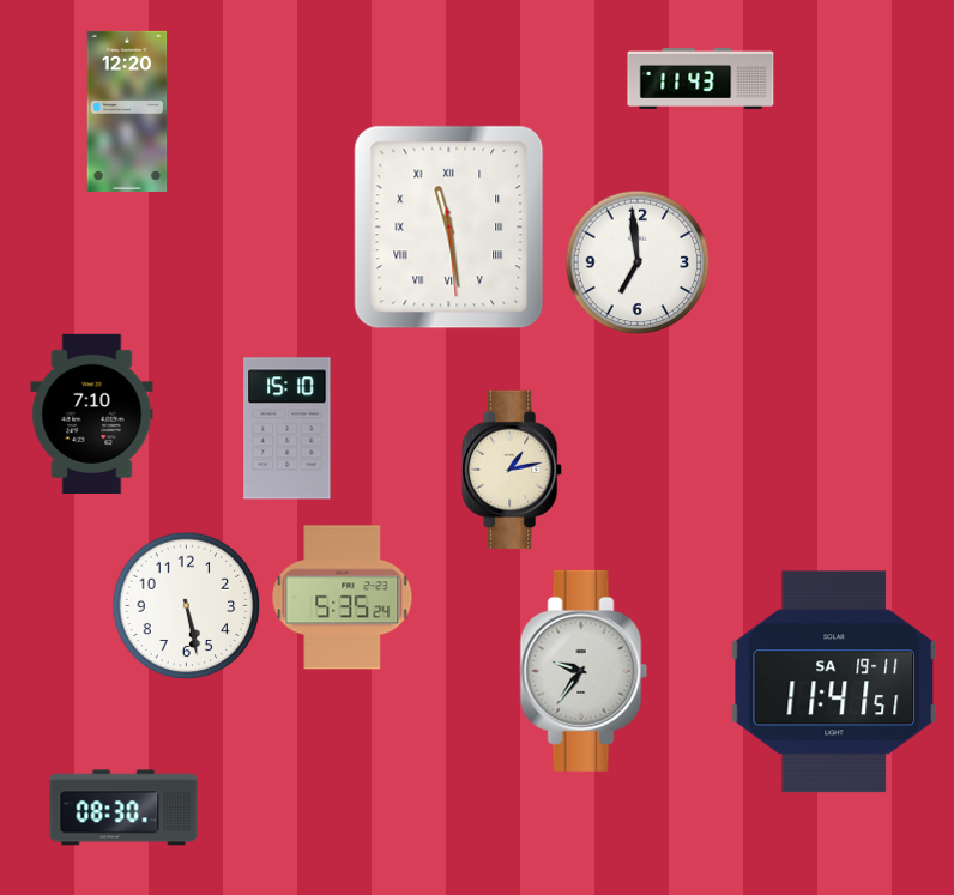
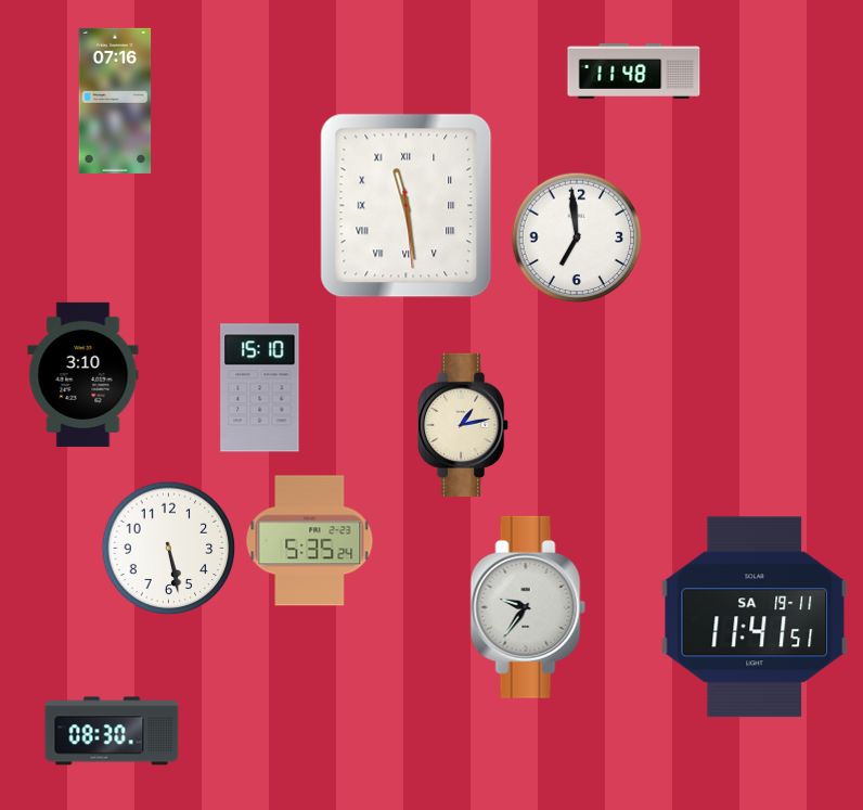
clock at (701, 78): 11:43 -> 11:48
clock at (127, 111): 12:20 -> 07:16
clock at (92, 413): 7:10 -> 3:10
